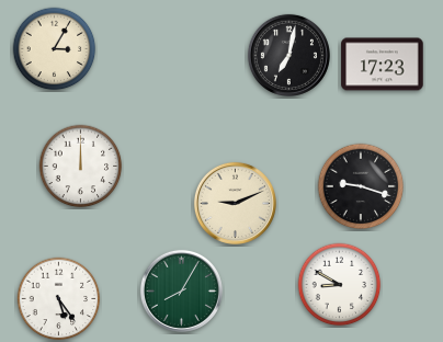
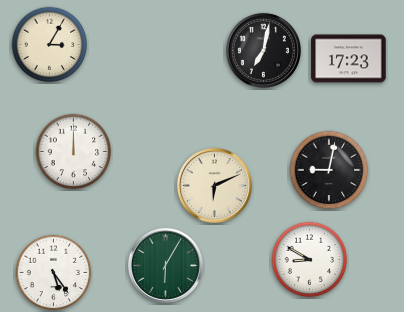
clock at (361, 186): 9:18 -> 9:02
clock at (235, 203): 9:11 -> 6:11
clock at (181, 290): 8:05 -> 6:05
